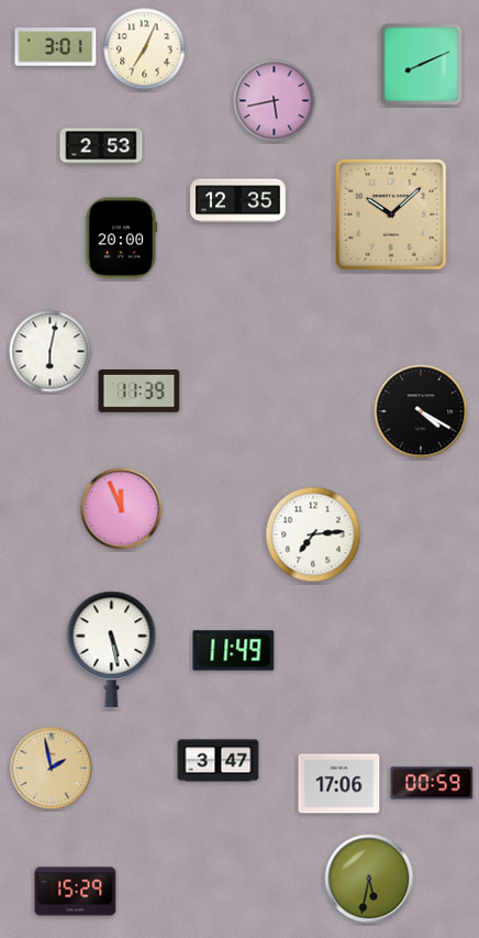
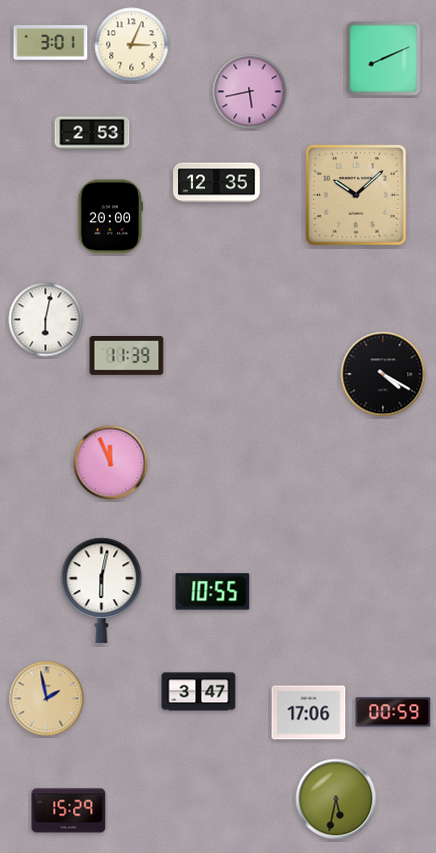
clock at (145, 49): 7:04 -> 3:04
clock at (313, 534): 7:14 -> none
clock at (112, 649): 5:28 -> 6:02
clock at (234, 651): 11:49 -> 10:55
